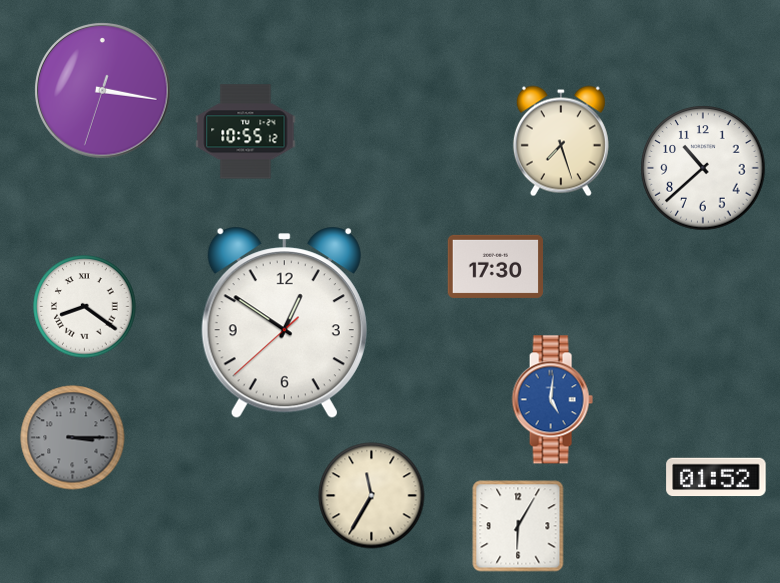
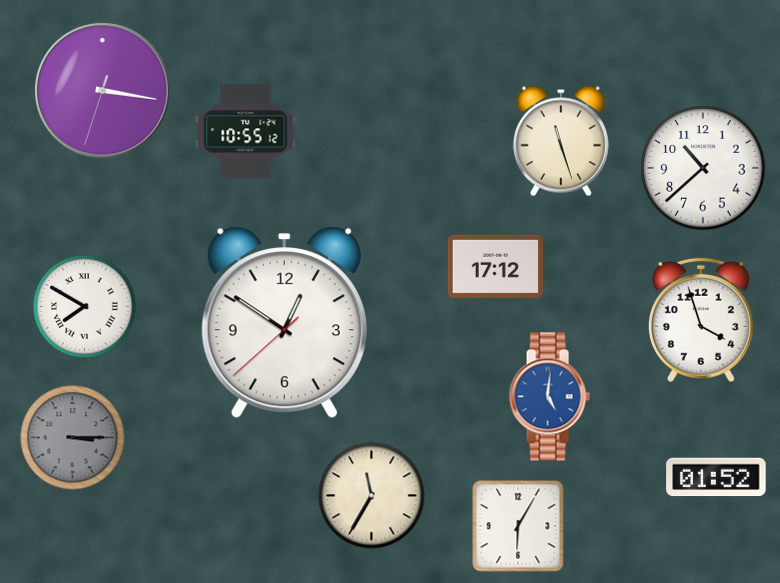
clock at (561, 141): 7:27 -> 11:27
clock at (495, 266): 17:30 -> 17:12
clock at (85, 307): 8:21 -> 7:50
clock at (701, 320): none -> 3:57
clock at (552, 400) position: (552, 400) -> (549, 397)
